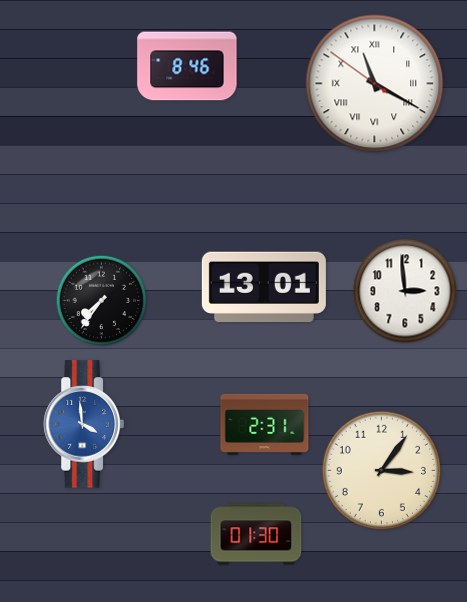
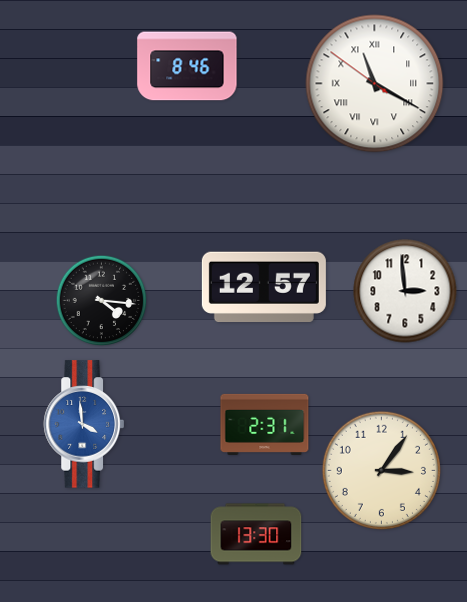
clock at (264, 286): 13:01 -> 12:57
clock at (102, 301): 7:36 -> 4:16
clock at (256, 534): 01:30 -> 13:30
